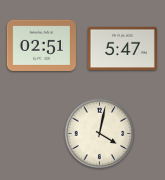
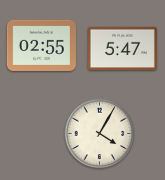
clock at (41, 45): 02:51 -> 02:55
clock at (100, 134): 4:02 -> 4:05
